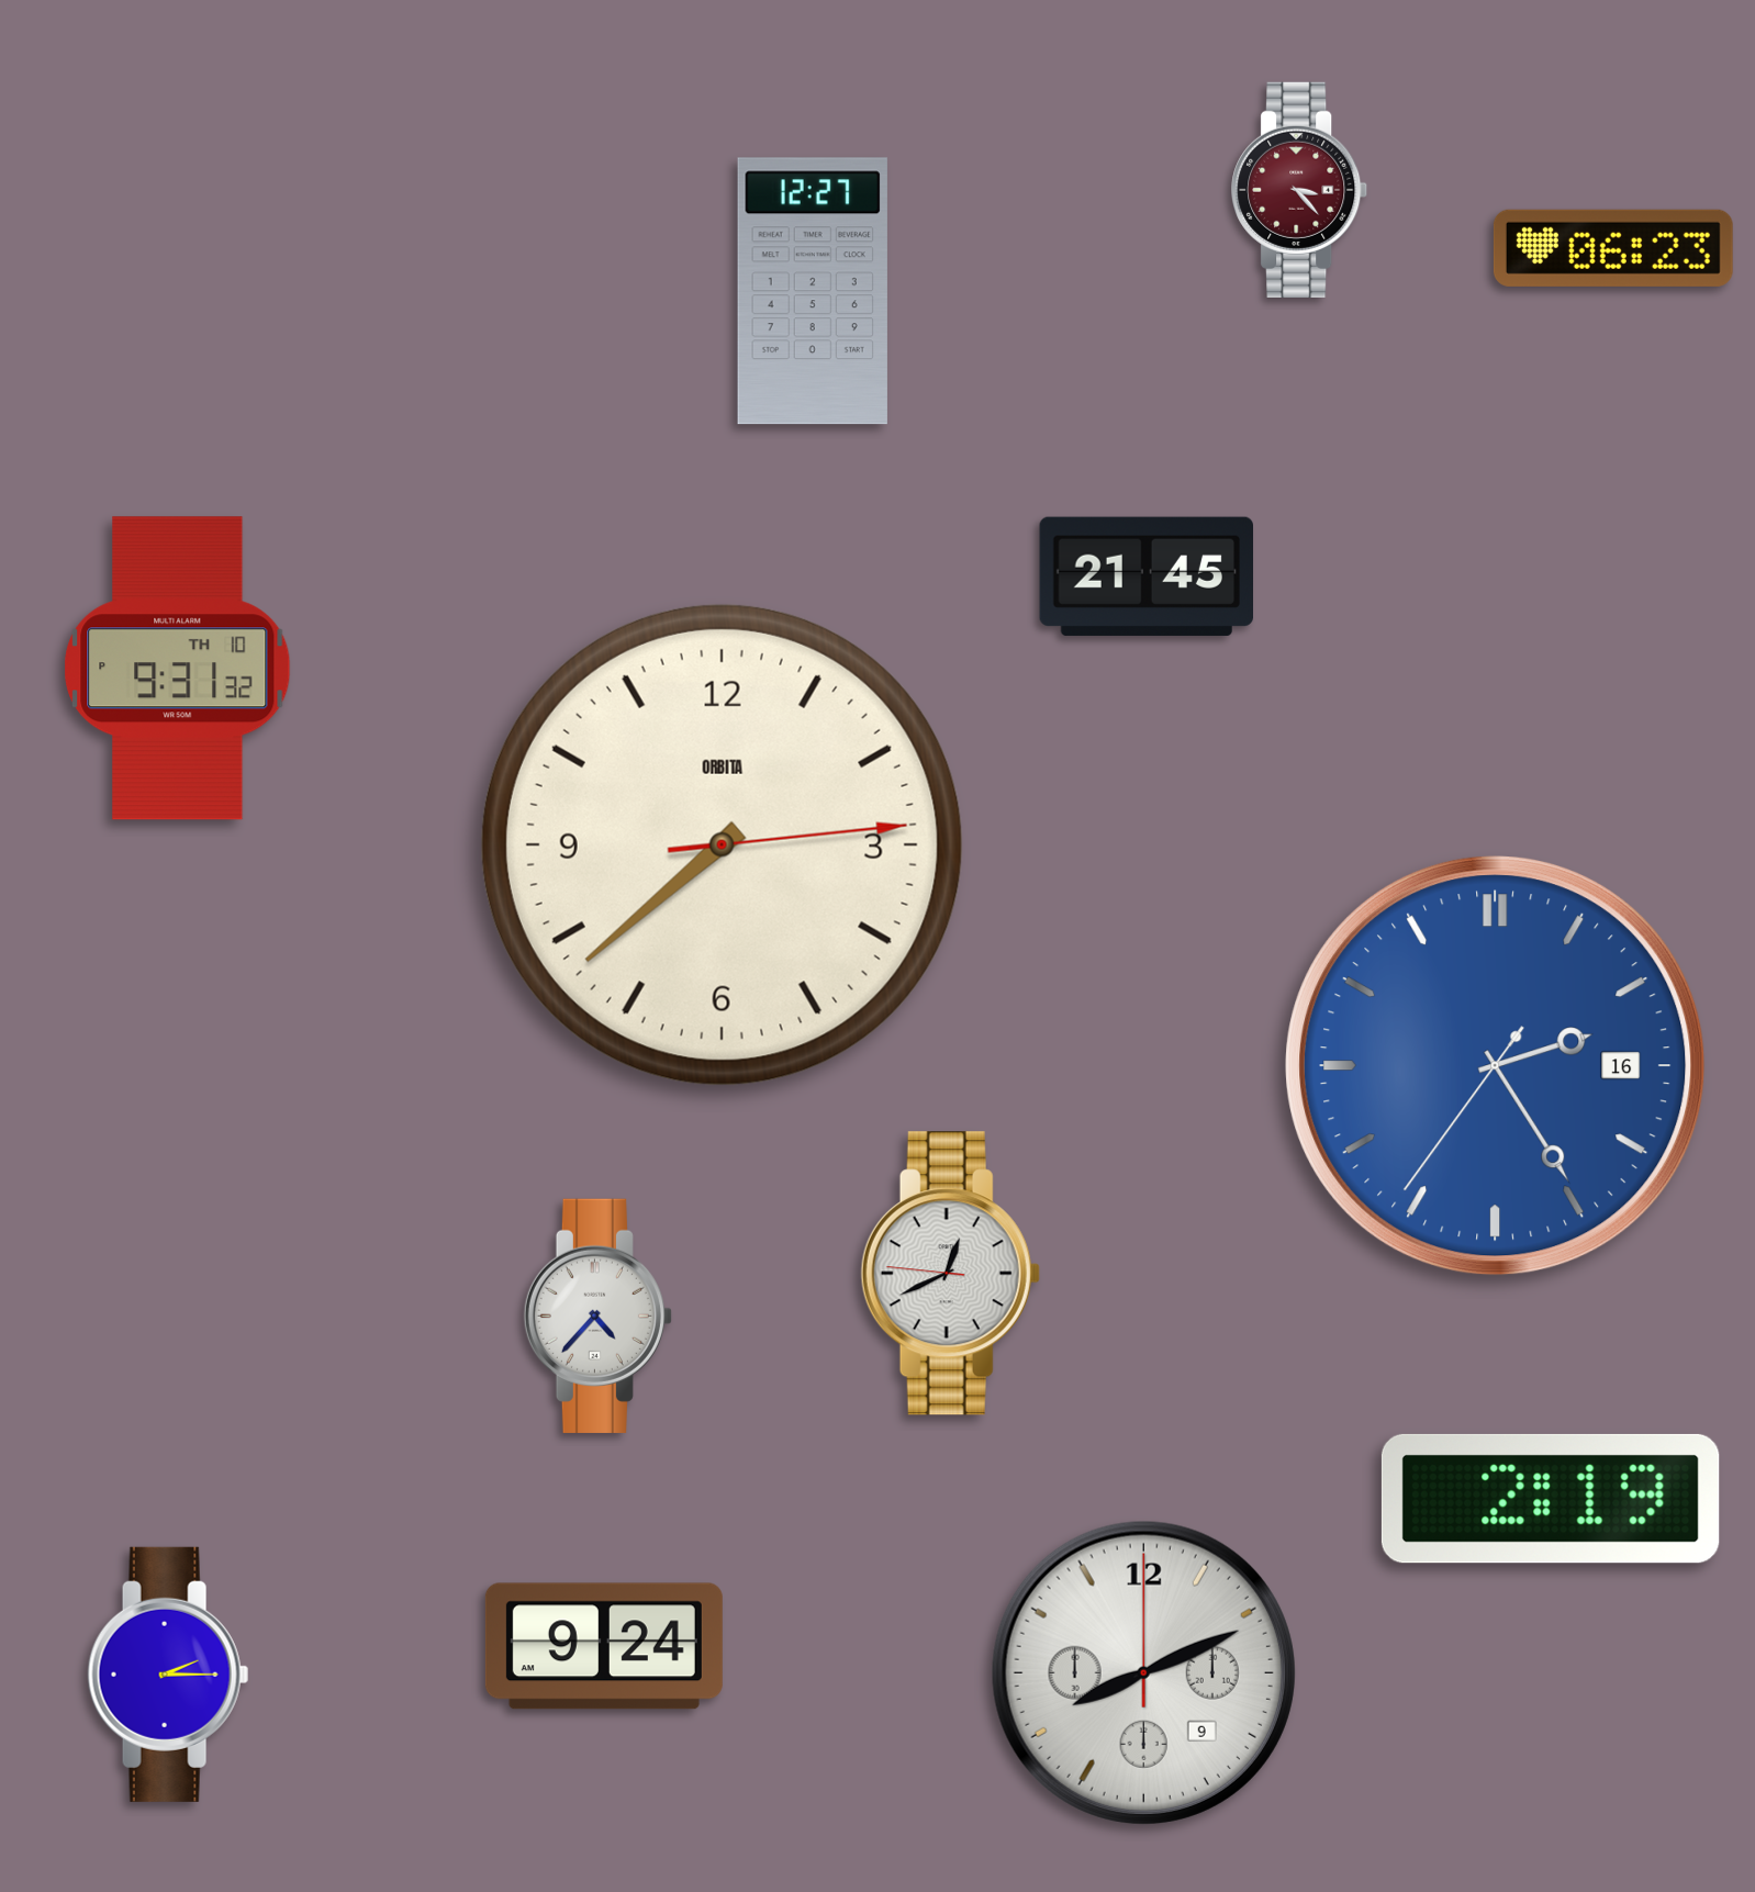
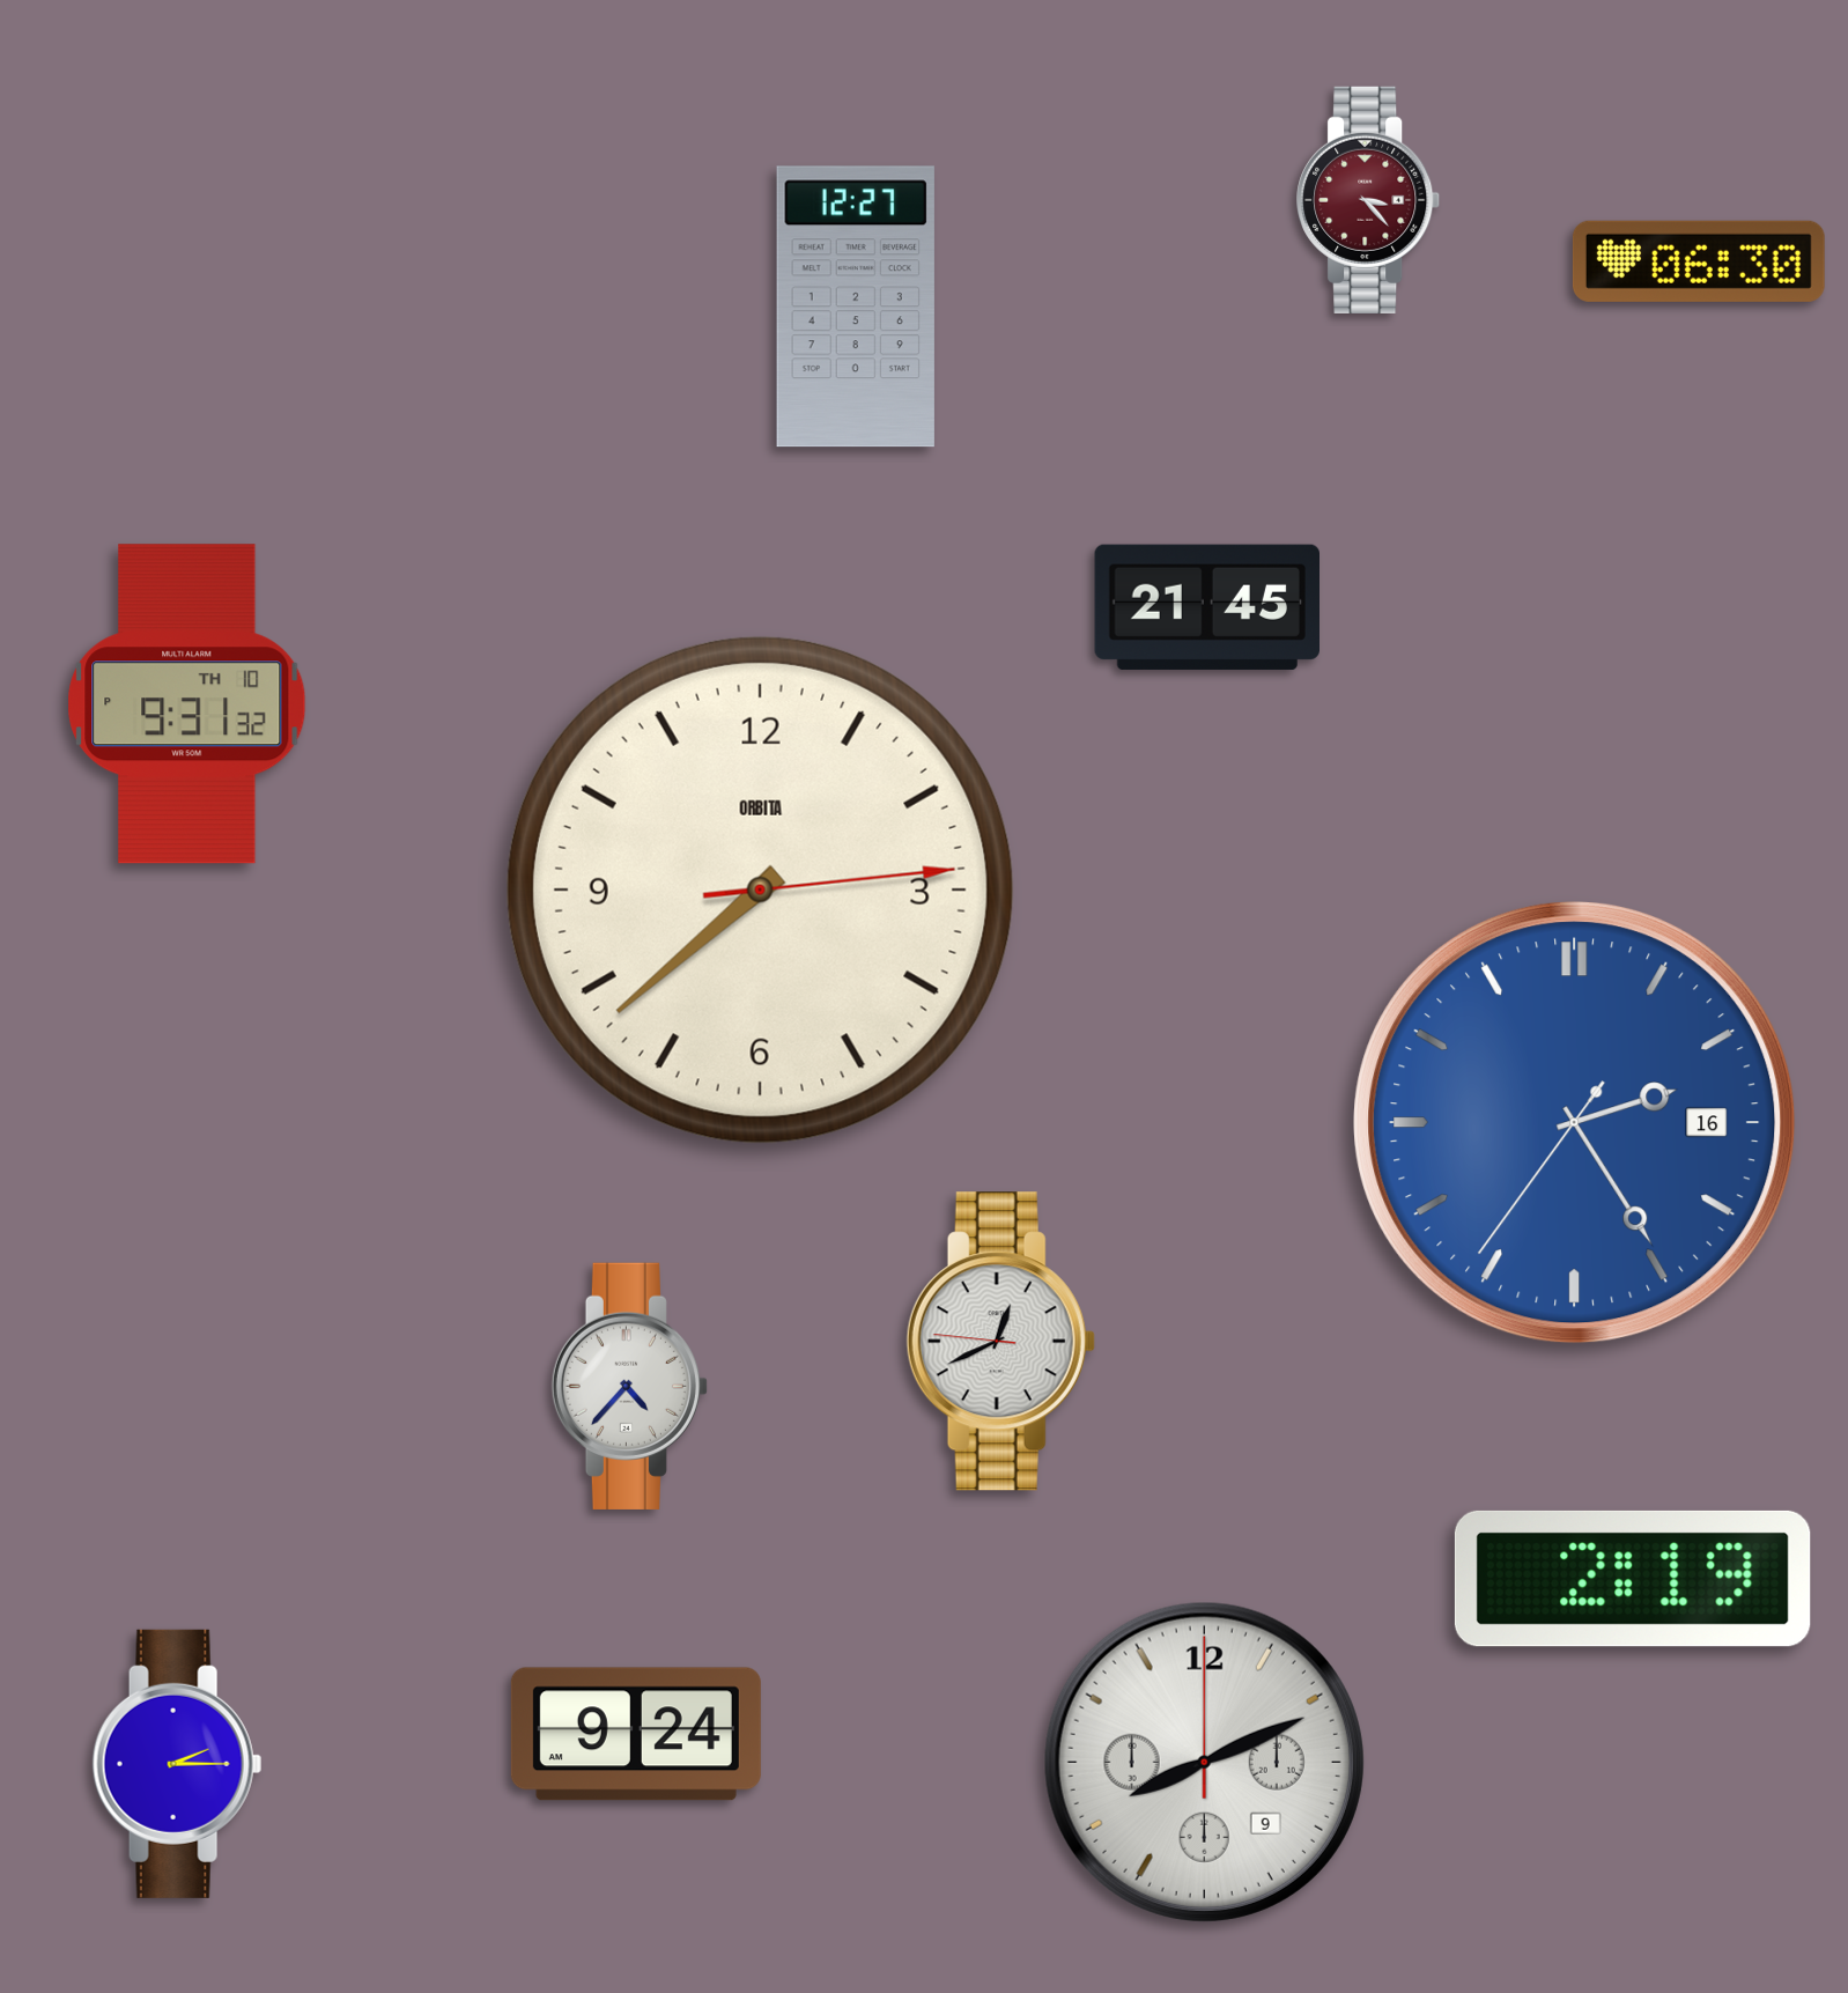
clock at (1613, 248): 06:23 -> 06:30
